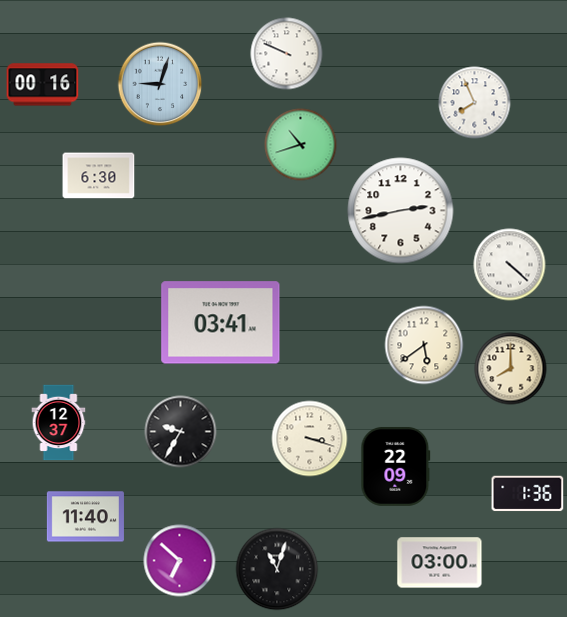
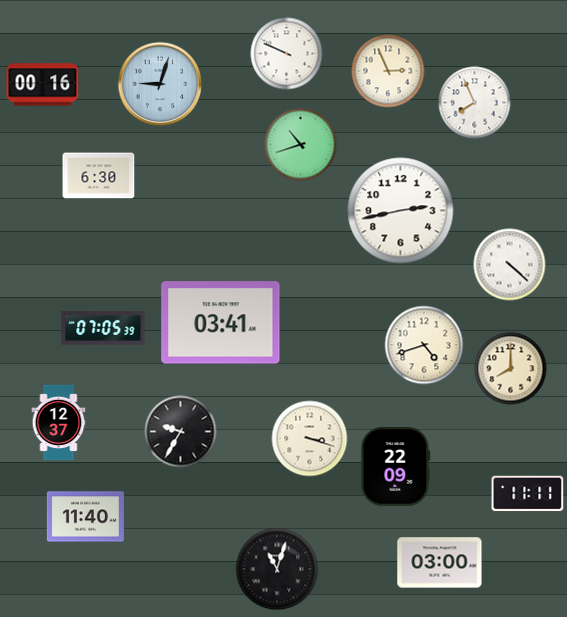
clock at (388, 71): none -> 2:56
clock at (103, 328): none -> 07:05
clock at (424, 345): 5:39 -> 4:42
clock at (528, 494): 1:36 -> 11:11
clock at (180, 561): 6:52 -> none
